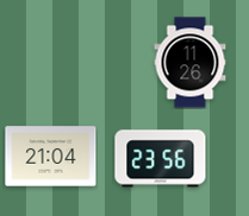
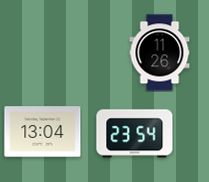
clock at (51, 157): 21:04 -> 13:04
clock at (161, 159): 23:56 -> 23:54
